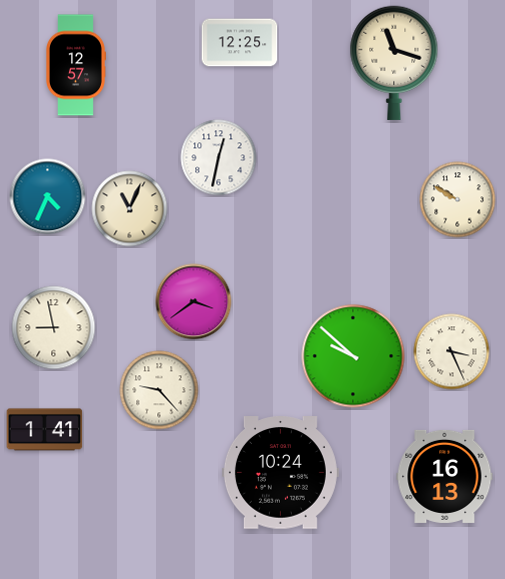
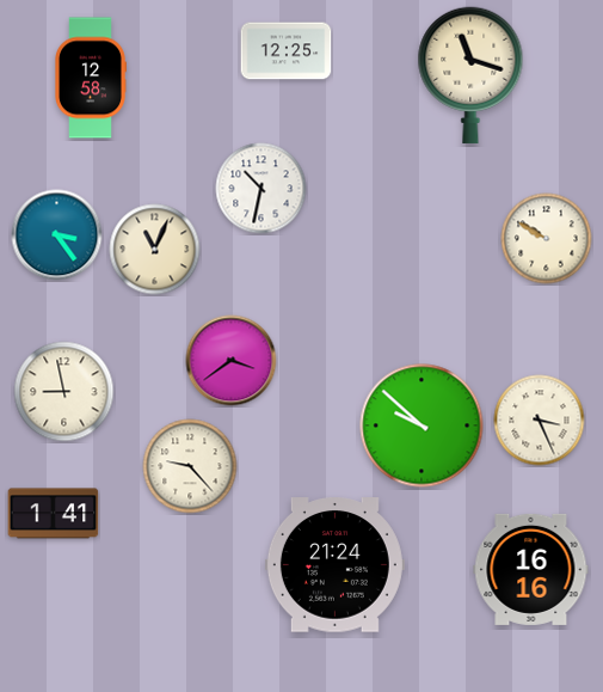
clock at (76, 65): 12:57 -> 12:58
clock at (219, 158): 12:32 -> 10:32
clock at (48, 197): 4:34 -> 3:24
clock at (280, 473): 10:24 -> 21:24
clock at (445, 476): 16:13 -> 16:16
